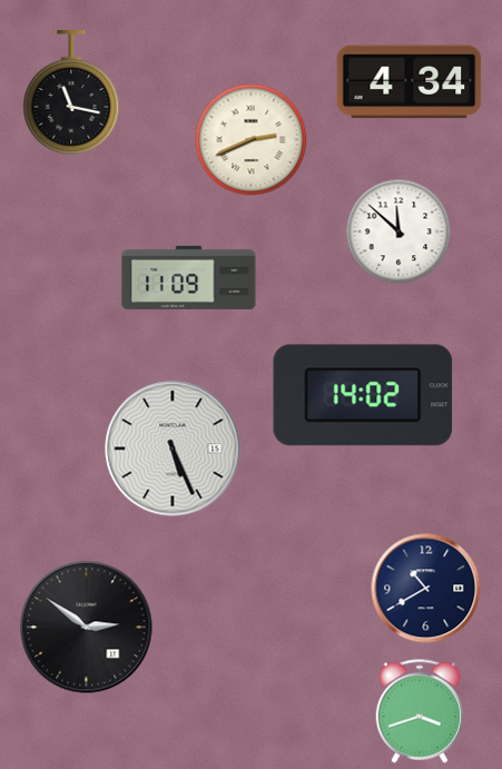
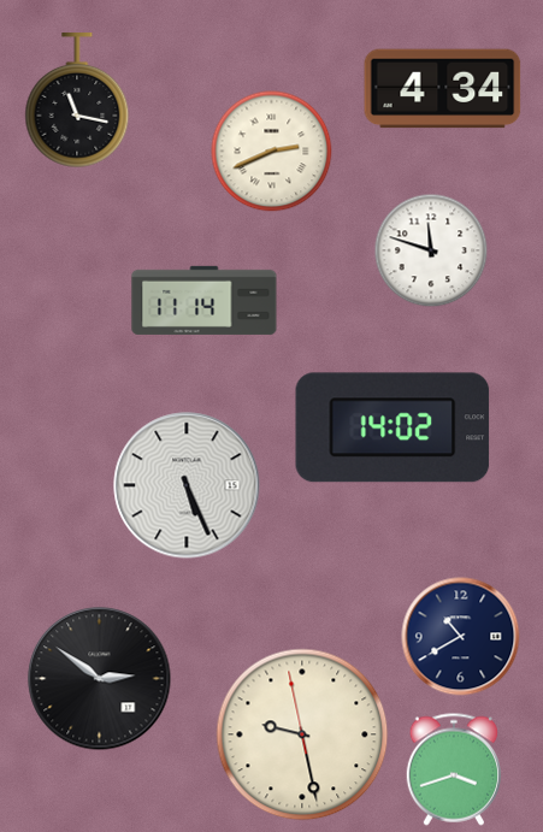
clock at (398, 231): 11:52 -> 11:48
clock at (189, 277): 11:09 -> 11:14
clock at (87, 628) position: (87, 628) -> (100, 679)
clock at (302, 734): none -> 9:27
